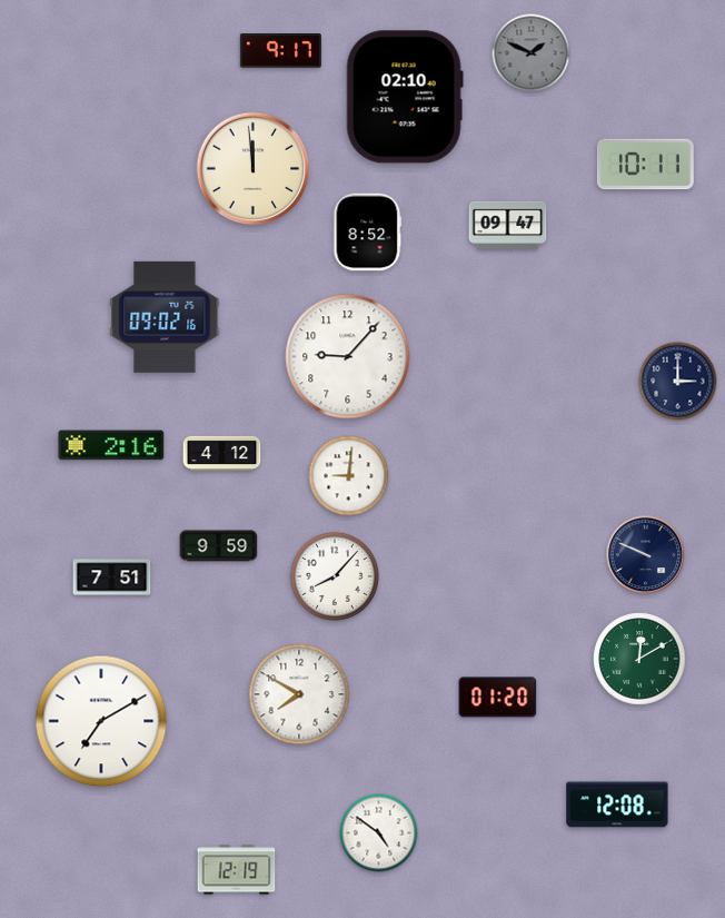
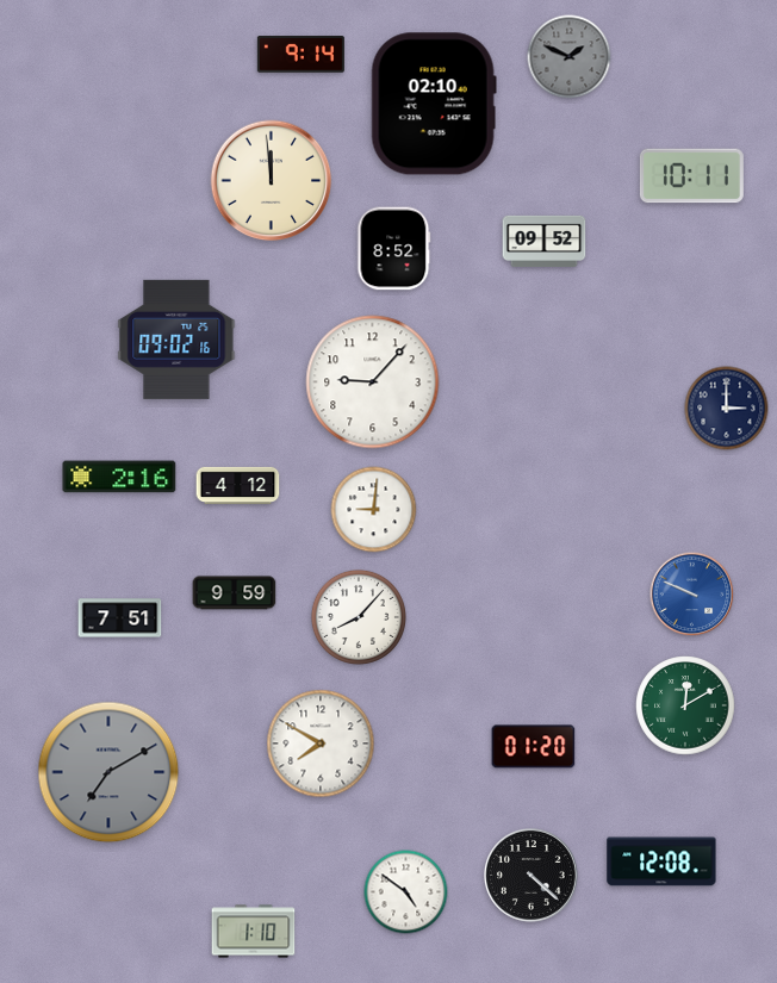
clock at (280, 51): 9:17 -> 9:14
clock at (508, 225): 09:47 -> 09:52
clock at (219, 546) position: (219, 546) -> (235, 593)
clock at (646, 555) dial: navy -> blue
clock at (101, 721) dial: white -> grey
clock at (530, 875): none -> 4:22
clock at (237, 870): 12:19 -> 1:10
